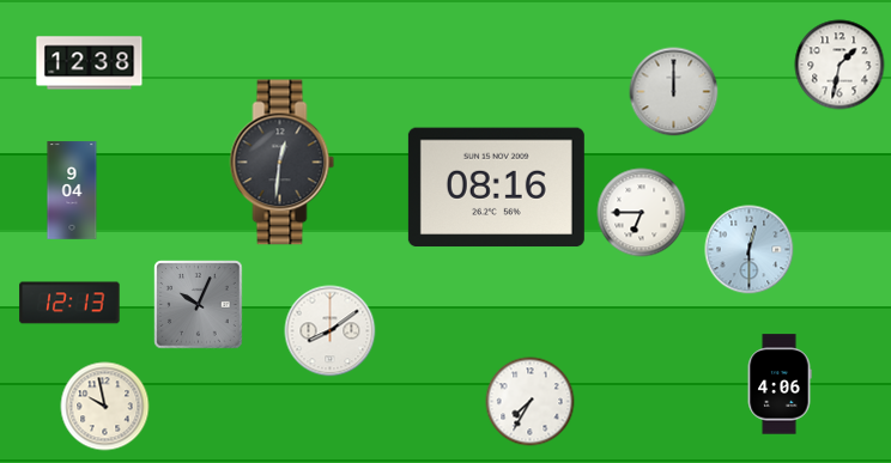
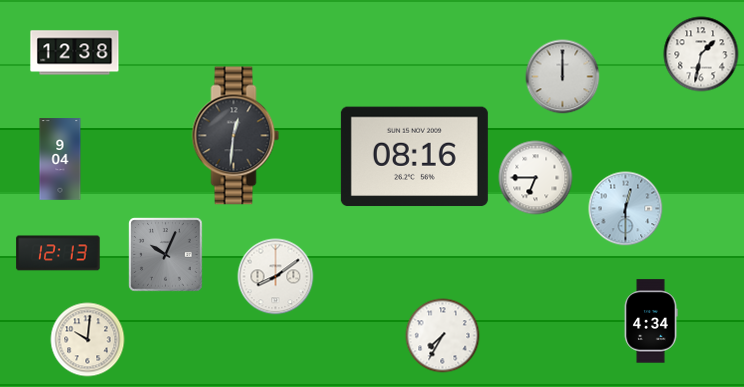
clock at (780, 384): 4:06 -> 4:34
clock at (105, 407): 9:58 -> 10:01
